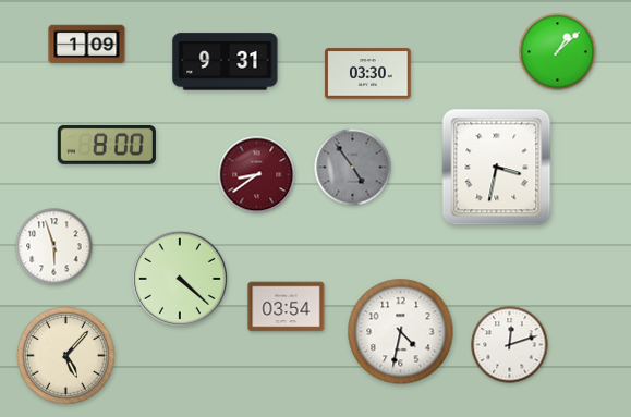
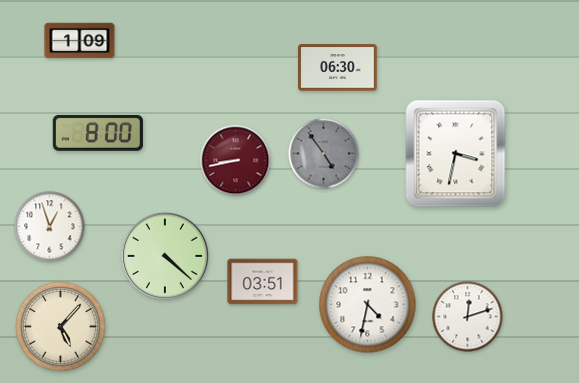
clock at (558, 52): 1:08 -> none
clock at (226, 62): 9:31 -> none
clock at (368, 74): 03:30 -> 06:30
clock at (257, 175): 8:39 -> 8:43
clock at (54, 247): 5:57 -> 12:57
clock at (287, 307): 03:54 -> 03:51
